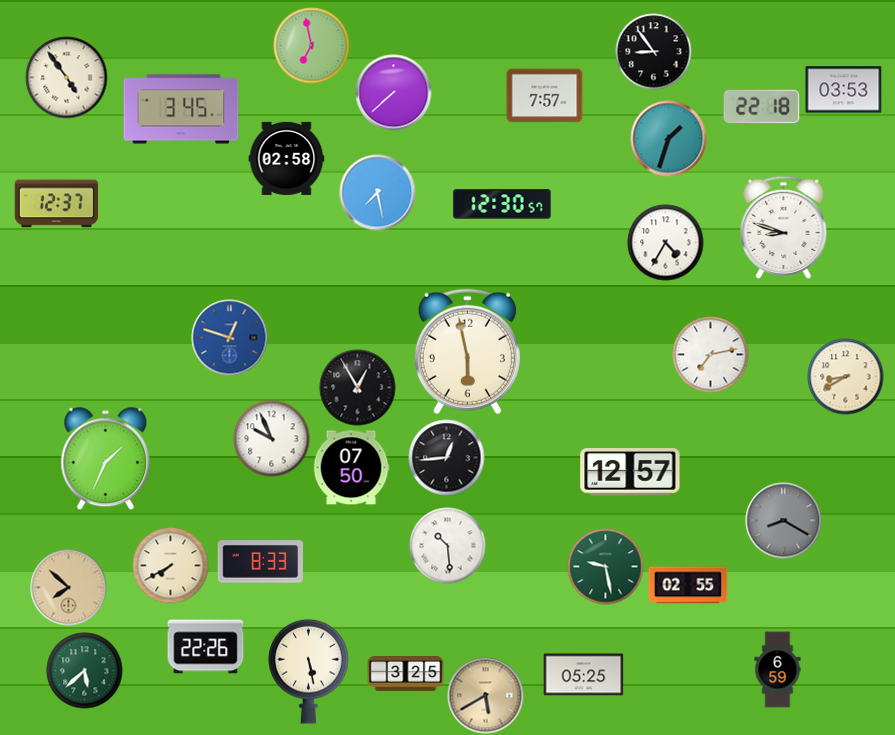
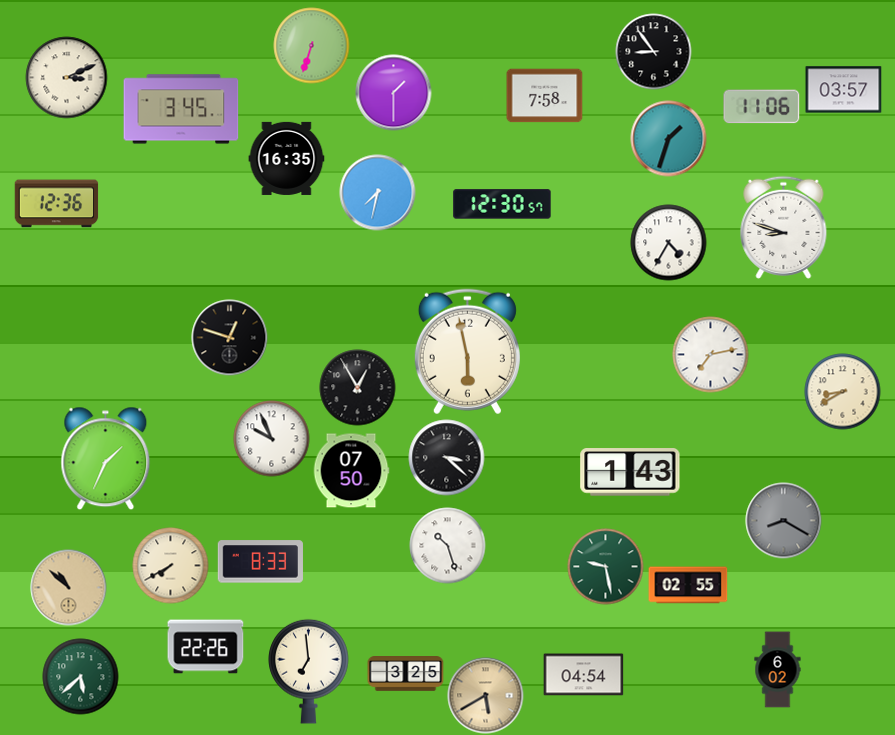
clock at (312, 46): 6:58 -> 6:33
clock at (67, 78): 4:54 -> 3:11
clock at (844, 90): 03:53 -> 03:57
clock at (394, 93): 7:38 -> 1:30
clock at (545, 96): 7:57 -> 7:58
clock at (762, 107): 22:18 -> 11:06
clock at (287, 158): 02:58 -> 16:35
clock at (378, 193): 7:28 -> 7:32
clock at (57, 204): 12:37 -> 12:36
clock at (666, 243) position: (666, 243) -> (669, 243)
clock at (230, 338) dial: blue -> black
clock at (846, 377) position: (846, 377) -> (843, 392)
clock at (447, 458): 12:44 -> 3:22
clock at (351, 468) position: (351, 468) -> (351, 471)
clock at (630, 472): 12:57 -> 1:43
clock at (448, 546): 10:29 -> 10:27
clock at (69, 588): 7:52 -> 10:52
clock at (778, 670): 6:59 -> 6:02
clock at (85, 671) position: (85, 671) -> (81, 677)
clock at (309, 671): 5:28 -> 6:59
clock at (584, 675): 05:25 -> 04:54
